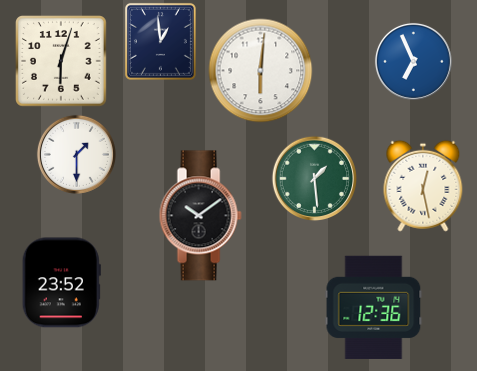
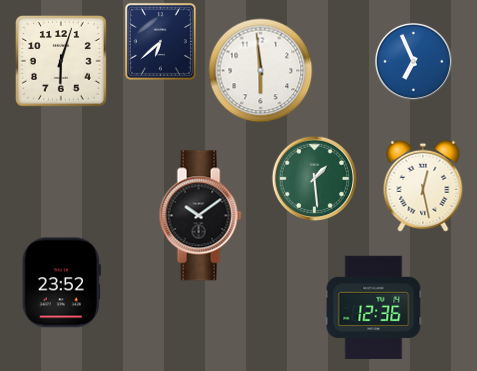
clock at (160, 41): 12:59 -> 6:38
clock at (261, 71): 6:01 -> 5:59
clock at (76, 154): 1:30 -> none
